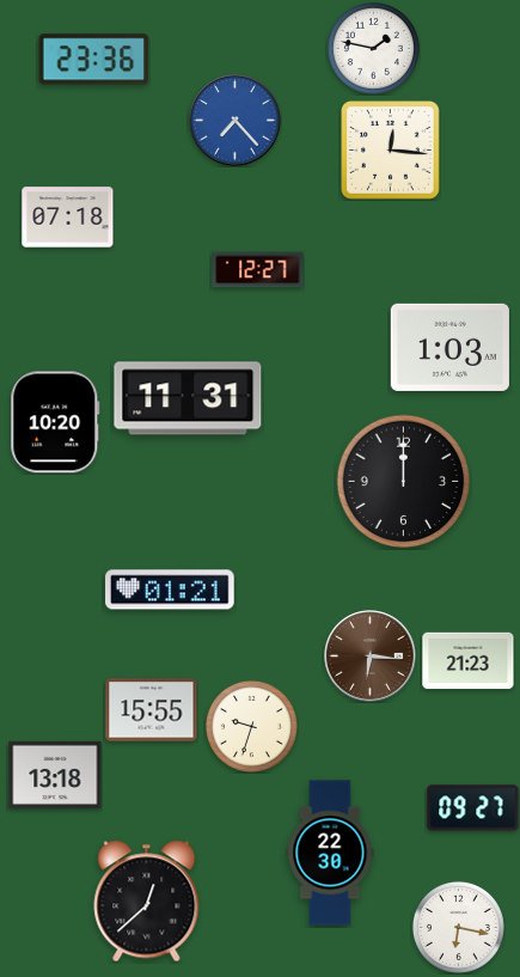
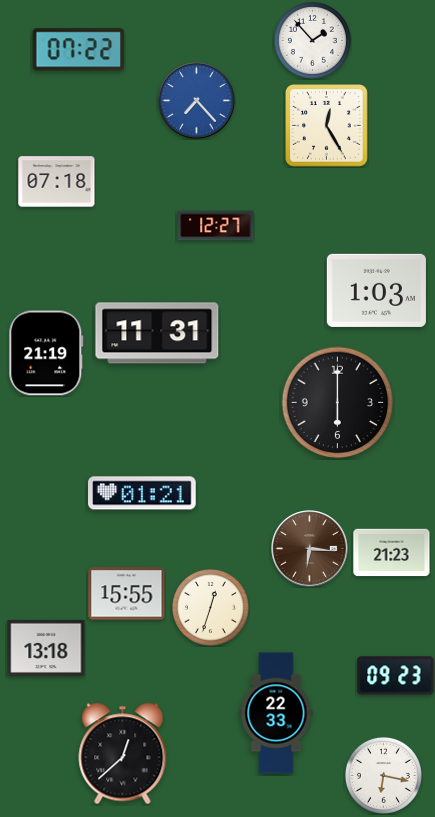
clock at (373, 48): 1:47 -> 1:53
clock at (94, 60): 23:36 -> 07:22
clock at (391, 151): 12:16 -> 12:25
clock at (55, 422): 10:20 -> 21:19
clock at (404, 482): 12:00 -> 6:00
clock at (251, 726): 9:33 -> 12:33
clock at (473, 808): 09:27 -> 09:23
clock at (330, 853): 22:30 -> 22:33
